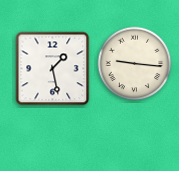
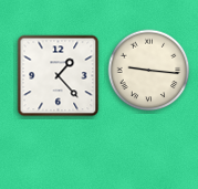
clock at (53, 69): 1:28 -> 1:23
